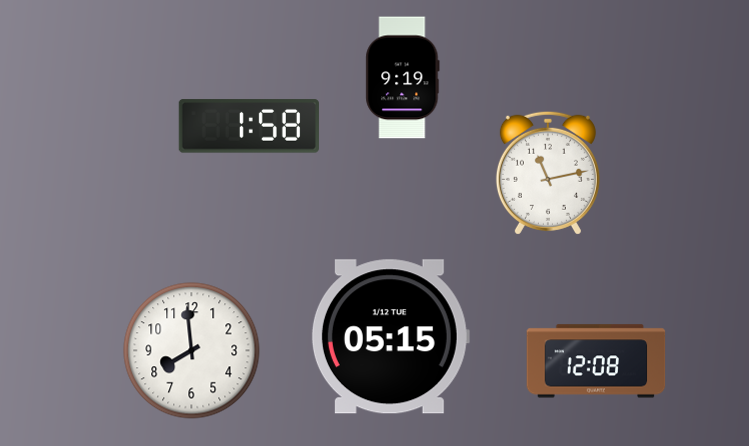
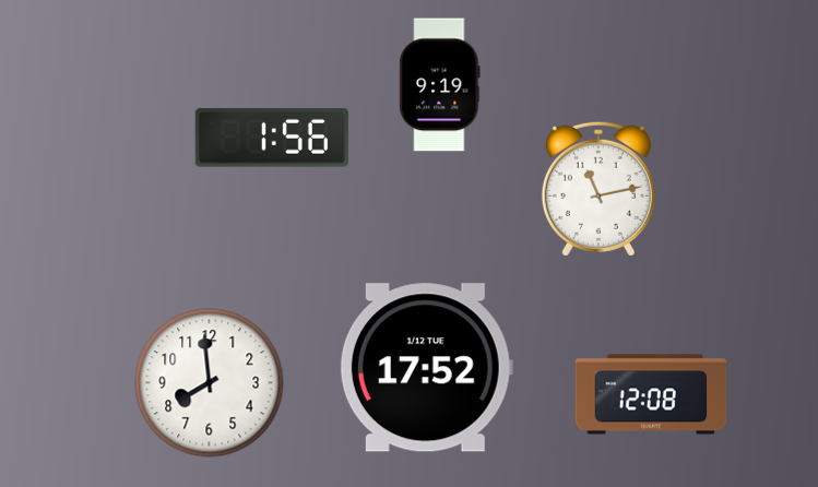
clock at (249, 126): 1:58 -> 1:56
clock at (390, 337): 05:15 -> 17:52
